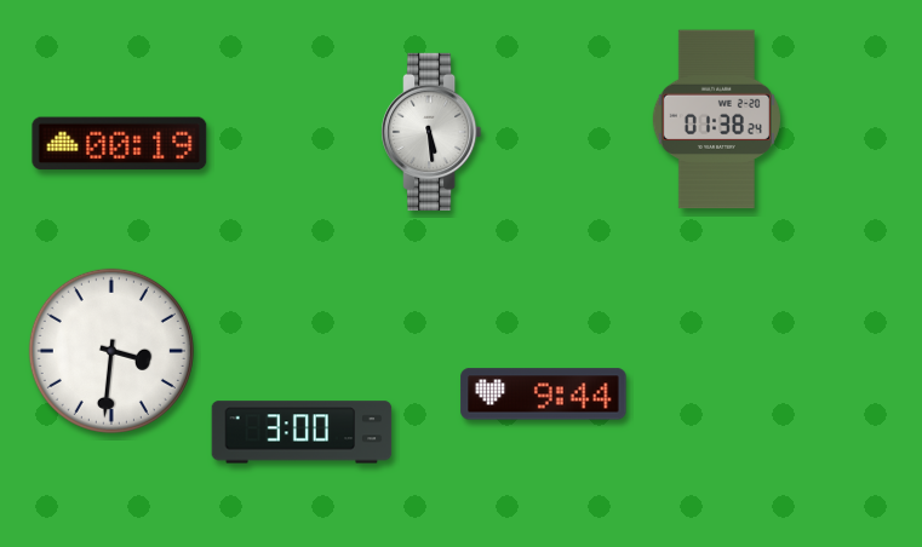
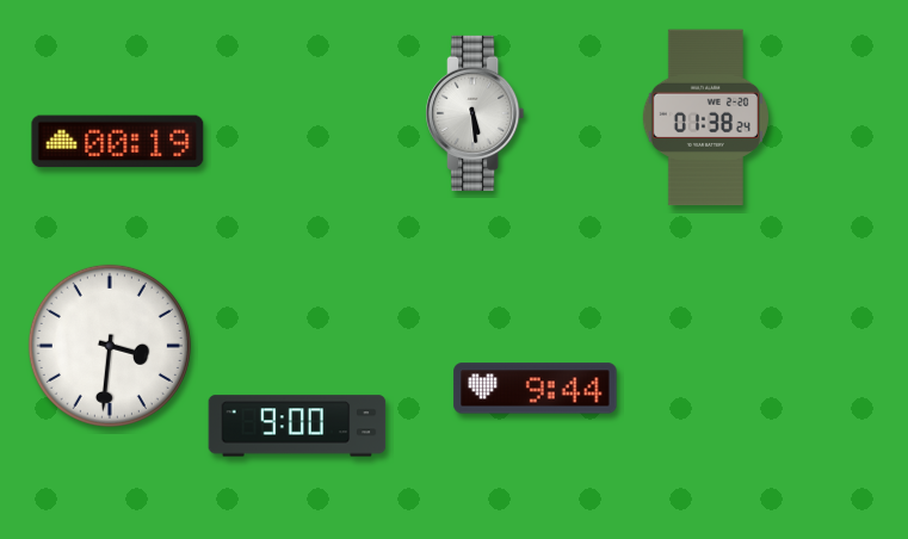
clock at (431, 132) position: (431, 132) -> (475, 113)
clock at (302, 432): 3:00 -> 9:00
